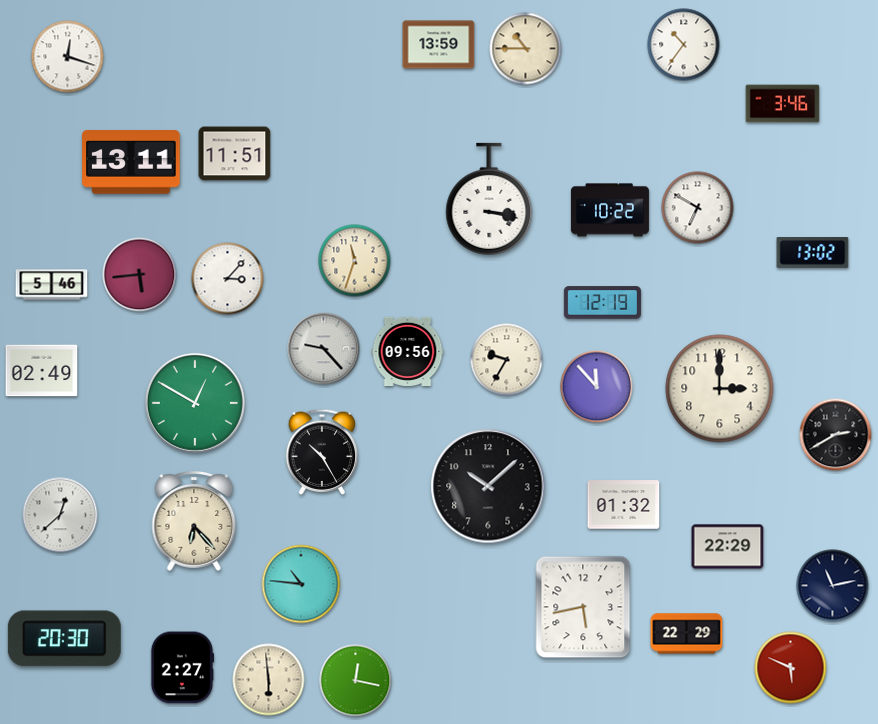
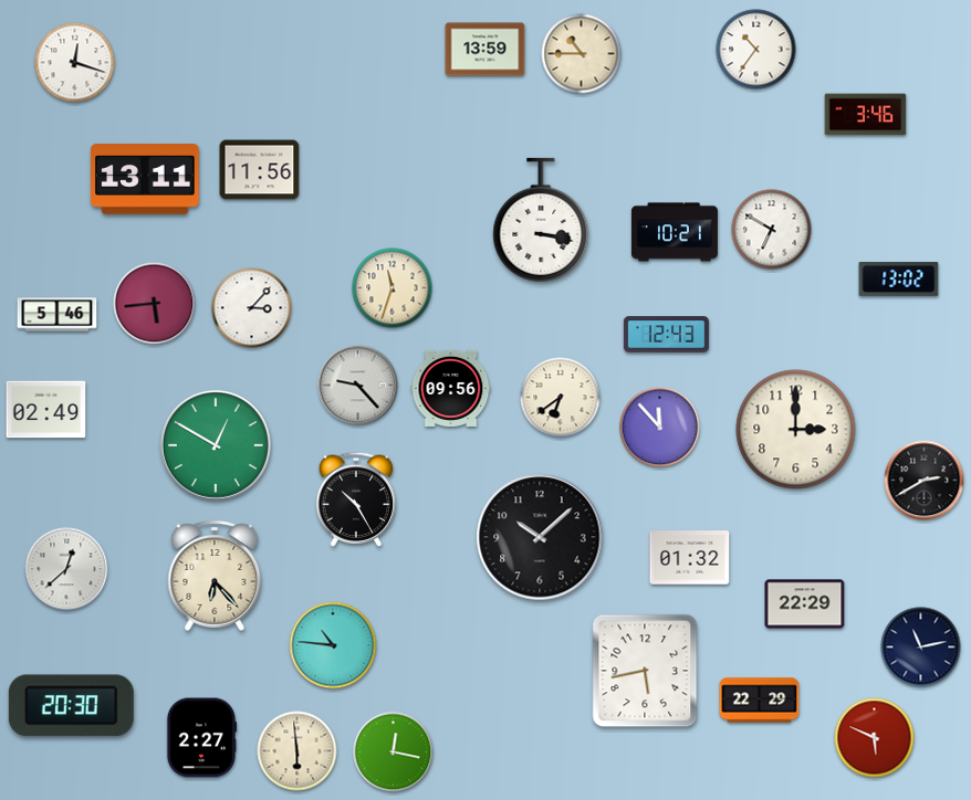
clock at (235, 154): 11:51 -> 11:56
clock at (610, 210): 10:22 -> 10:21
clock at (602, 303): 12:19 -> 12:43
clock at (507, 360): 9:35 -> 6:39
